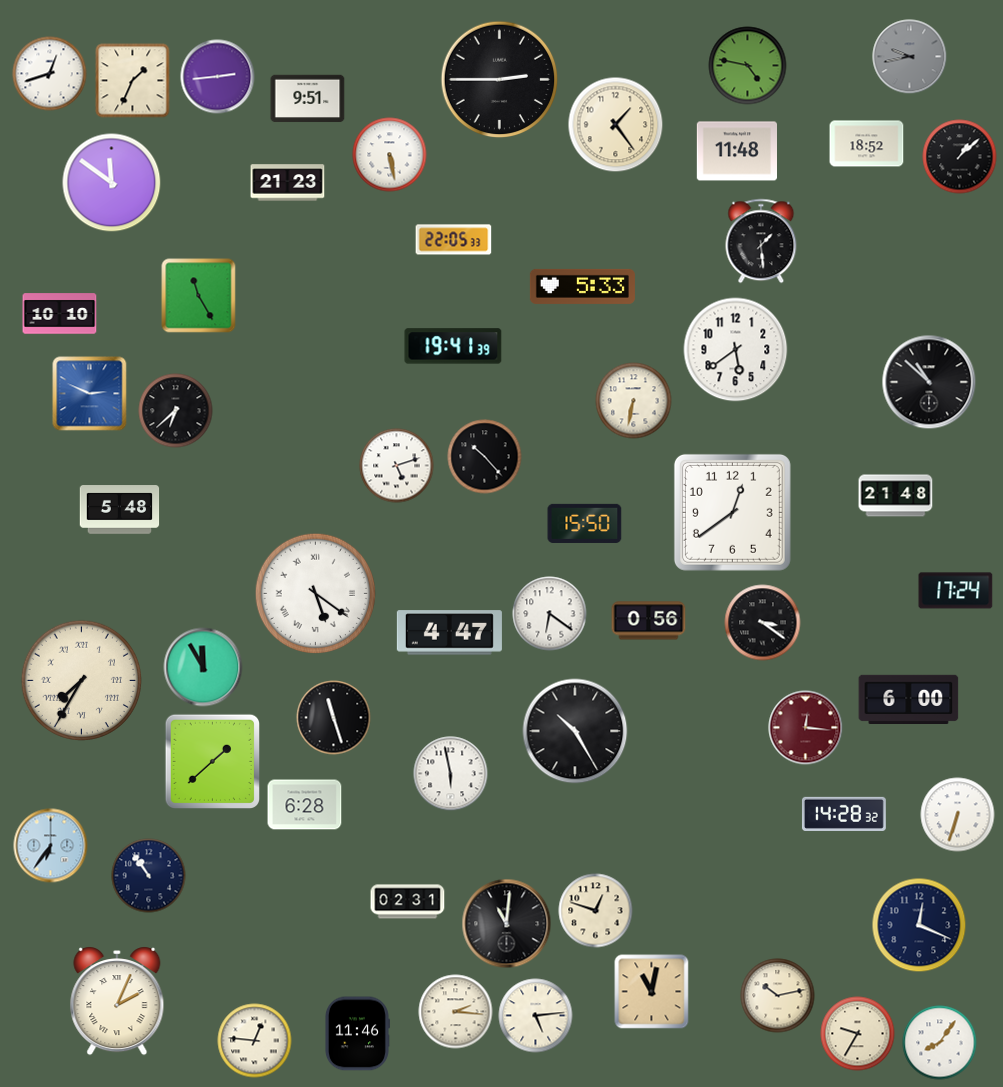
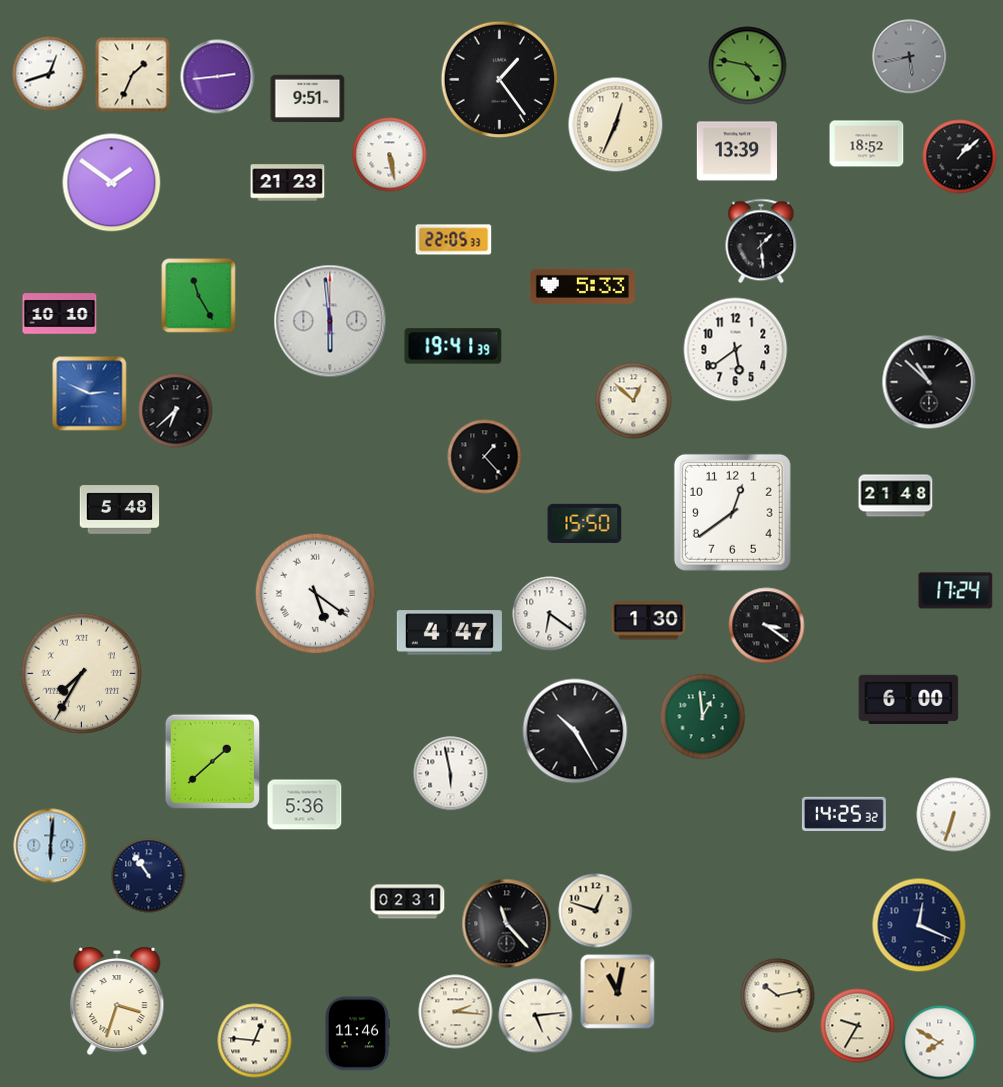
clock at (910, 57): 9:43 -> 5:43
clock at (500, 80): 2:45 -> 1:24
clock at (133, 81) position: (133, 81) -> (133, 75)
clock at (616, 125): 1:24 -> 12:34
clock at (736, 151): 11:48 -> 13:39
clock at (112, 183): 11:51 -> 1:51
clock at (330, 321): none -> 5:59
clock at (634, 401): 6:32 -> 12:52
clock at (485, 457): 10:23 -> 1:23
clock at (397, 466): 5:12 -> none
clock at (649, 621): 0:56 -> 1:30
clock at (763, 623) position: (763, 623) -> (767, 626)
clock at (203, 667): 11:55 -> none
clock at (81, 680) position: (81, 680) -> (81, 673)
clock at (703, 717): none -> 12:59
clock at (334, 718): 11:27 -> none
clock at (806, 728): 12:16 -> none
clock at (305, 805): 6:28 -> 5:36
clock at (844, 814): 14:28 -> 14:25
clock at (958, 815) position: (958, 815) -> (954, 815)
clock at (51, 846): 6:36 -> 6:01
clock at (507, 924): 11:01 -> 11:23
clock at (652, 992) position: (652, 992) -> (618, 992)
clock at (117, 1001): 2:04 -> 3:33
clock at (858, 1034) position: (858, 1034) -> (858, 1026)
clock at (940, 1043): 8:06 -> 7:50
